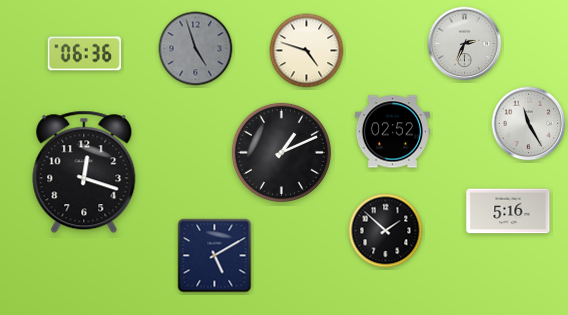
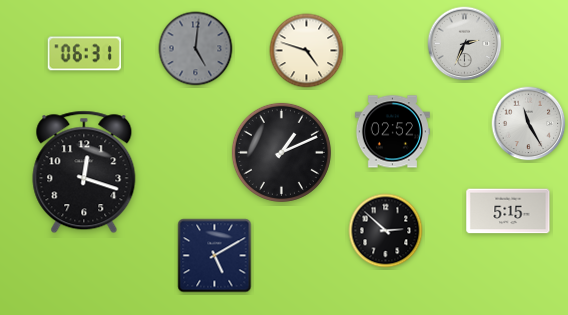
clock at (196, 49): 4:57 -> 5:01
clock at (84, 54): 06:36 -> 06:31
clock at (508, 211): 5:16 -> 5:15
clock at (386, 231): 1:52 -> 2:52
